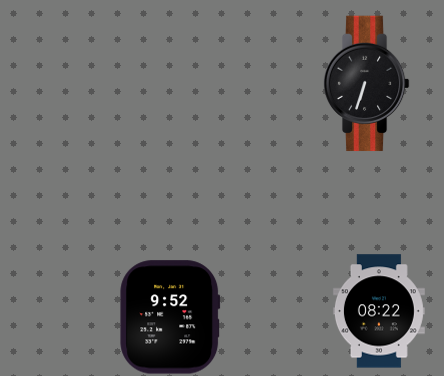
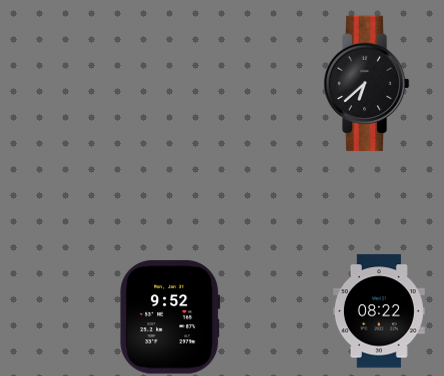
clock at (366, 84): 6:33 -> 6:38
